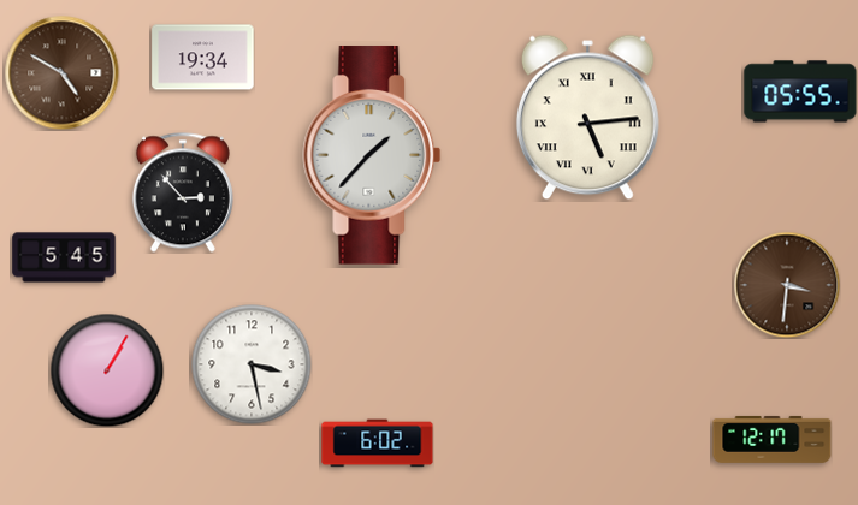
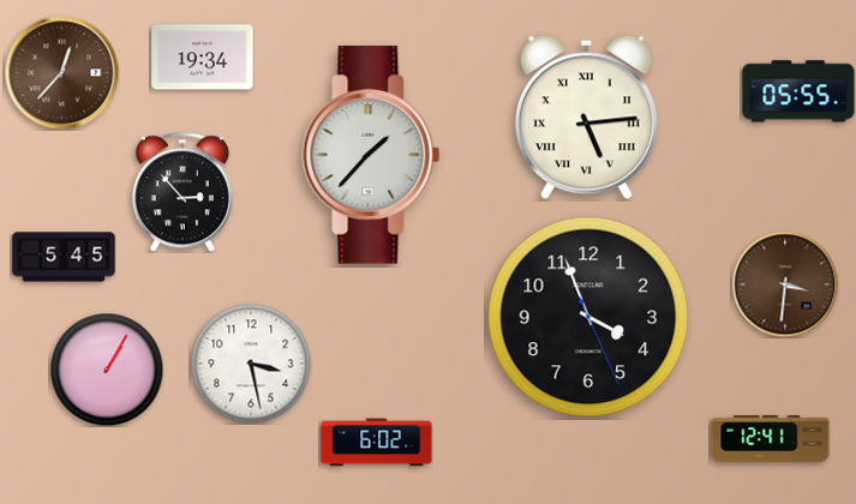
clock at (61, 72): 4:50 -> 12:37
clock at (588, 317): none -> 3:56
clock at (773, 439): 12:17 -> 12:41
